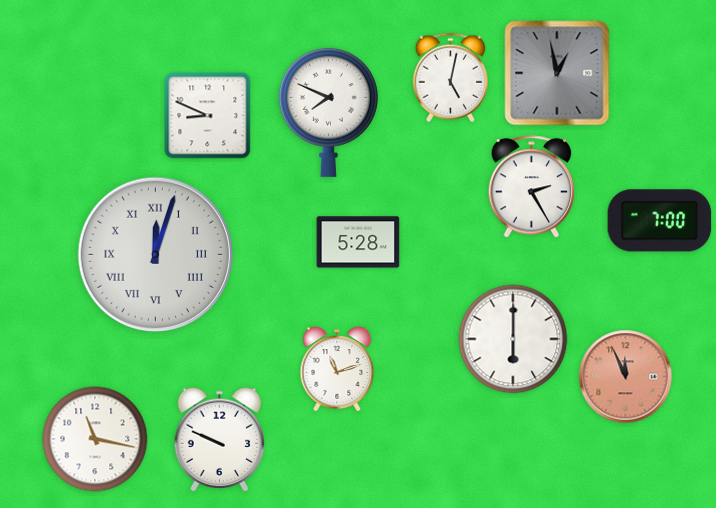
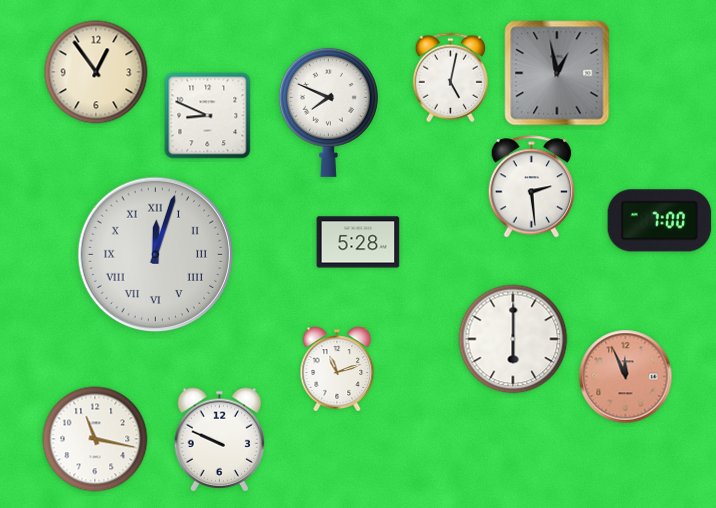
clock at (96, 72): none -> 12:54
clock at (532, 187): 2:25 -> 2:29
